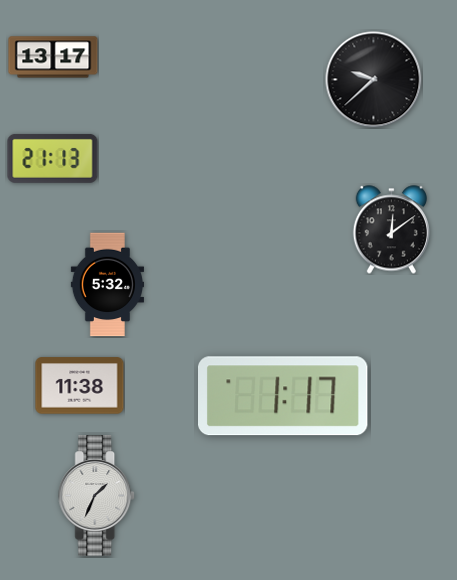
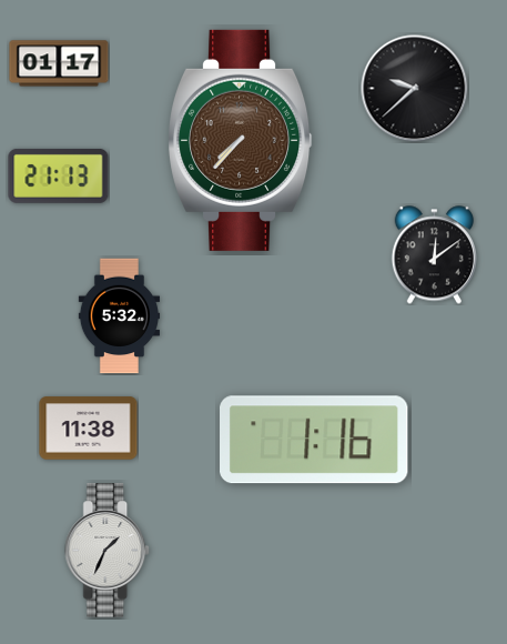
clock at (53, 57): 13:17 -> 01:17
clock at (241, 140): none -> 7:37
clock at (284, 396): 1:17 -> 1:16
